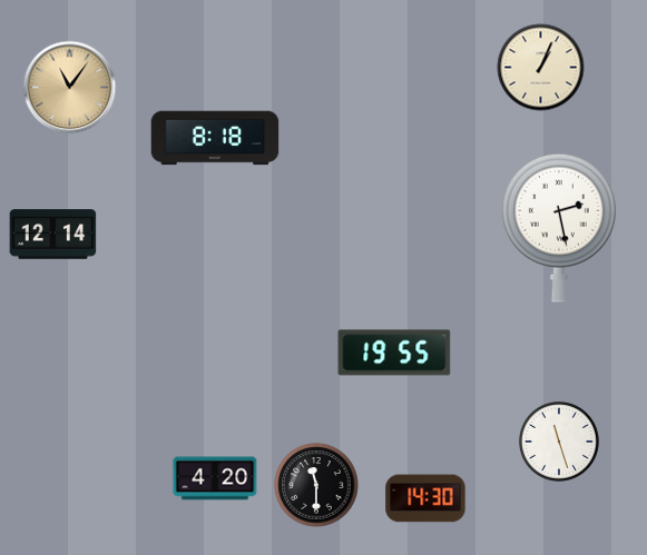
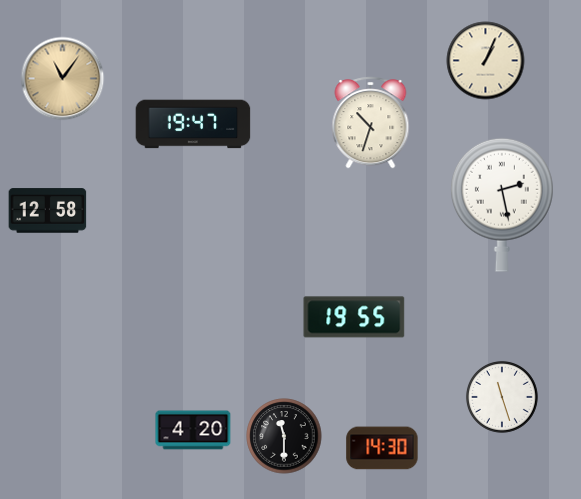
clock at (371, 123): none -> 10:33
clock at (215, 138): 8:18 -> 19:47
clock at (53, 235): 12:14 -> 12:58
